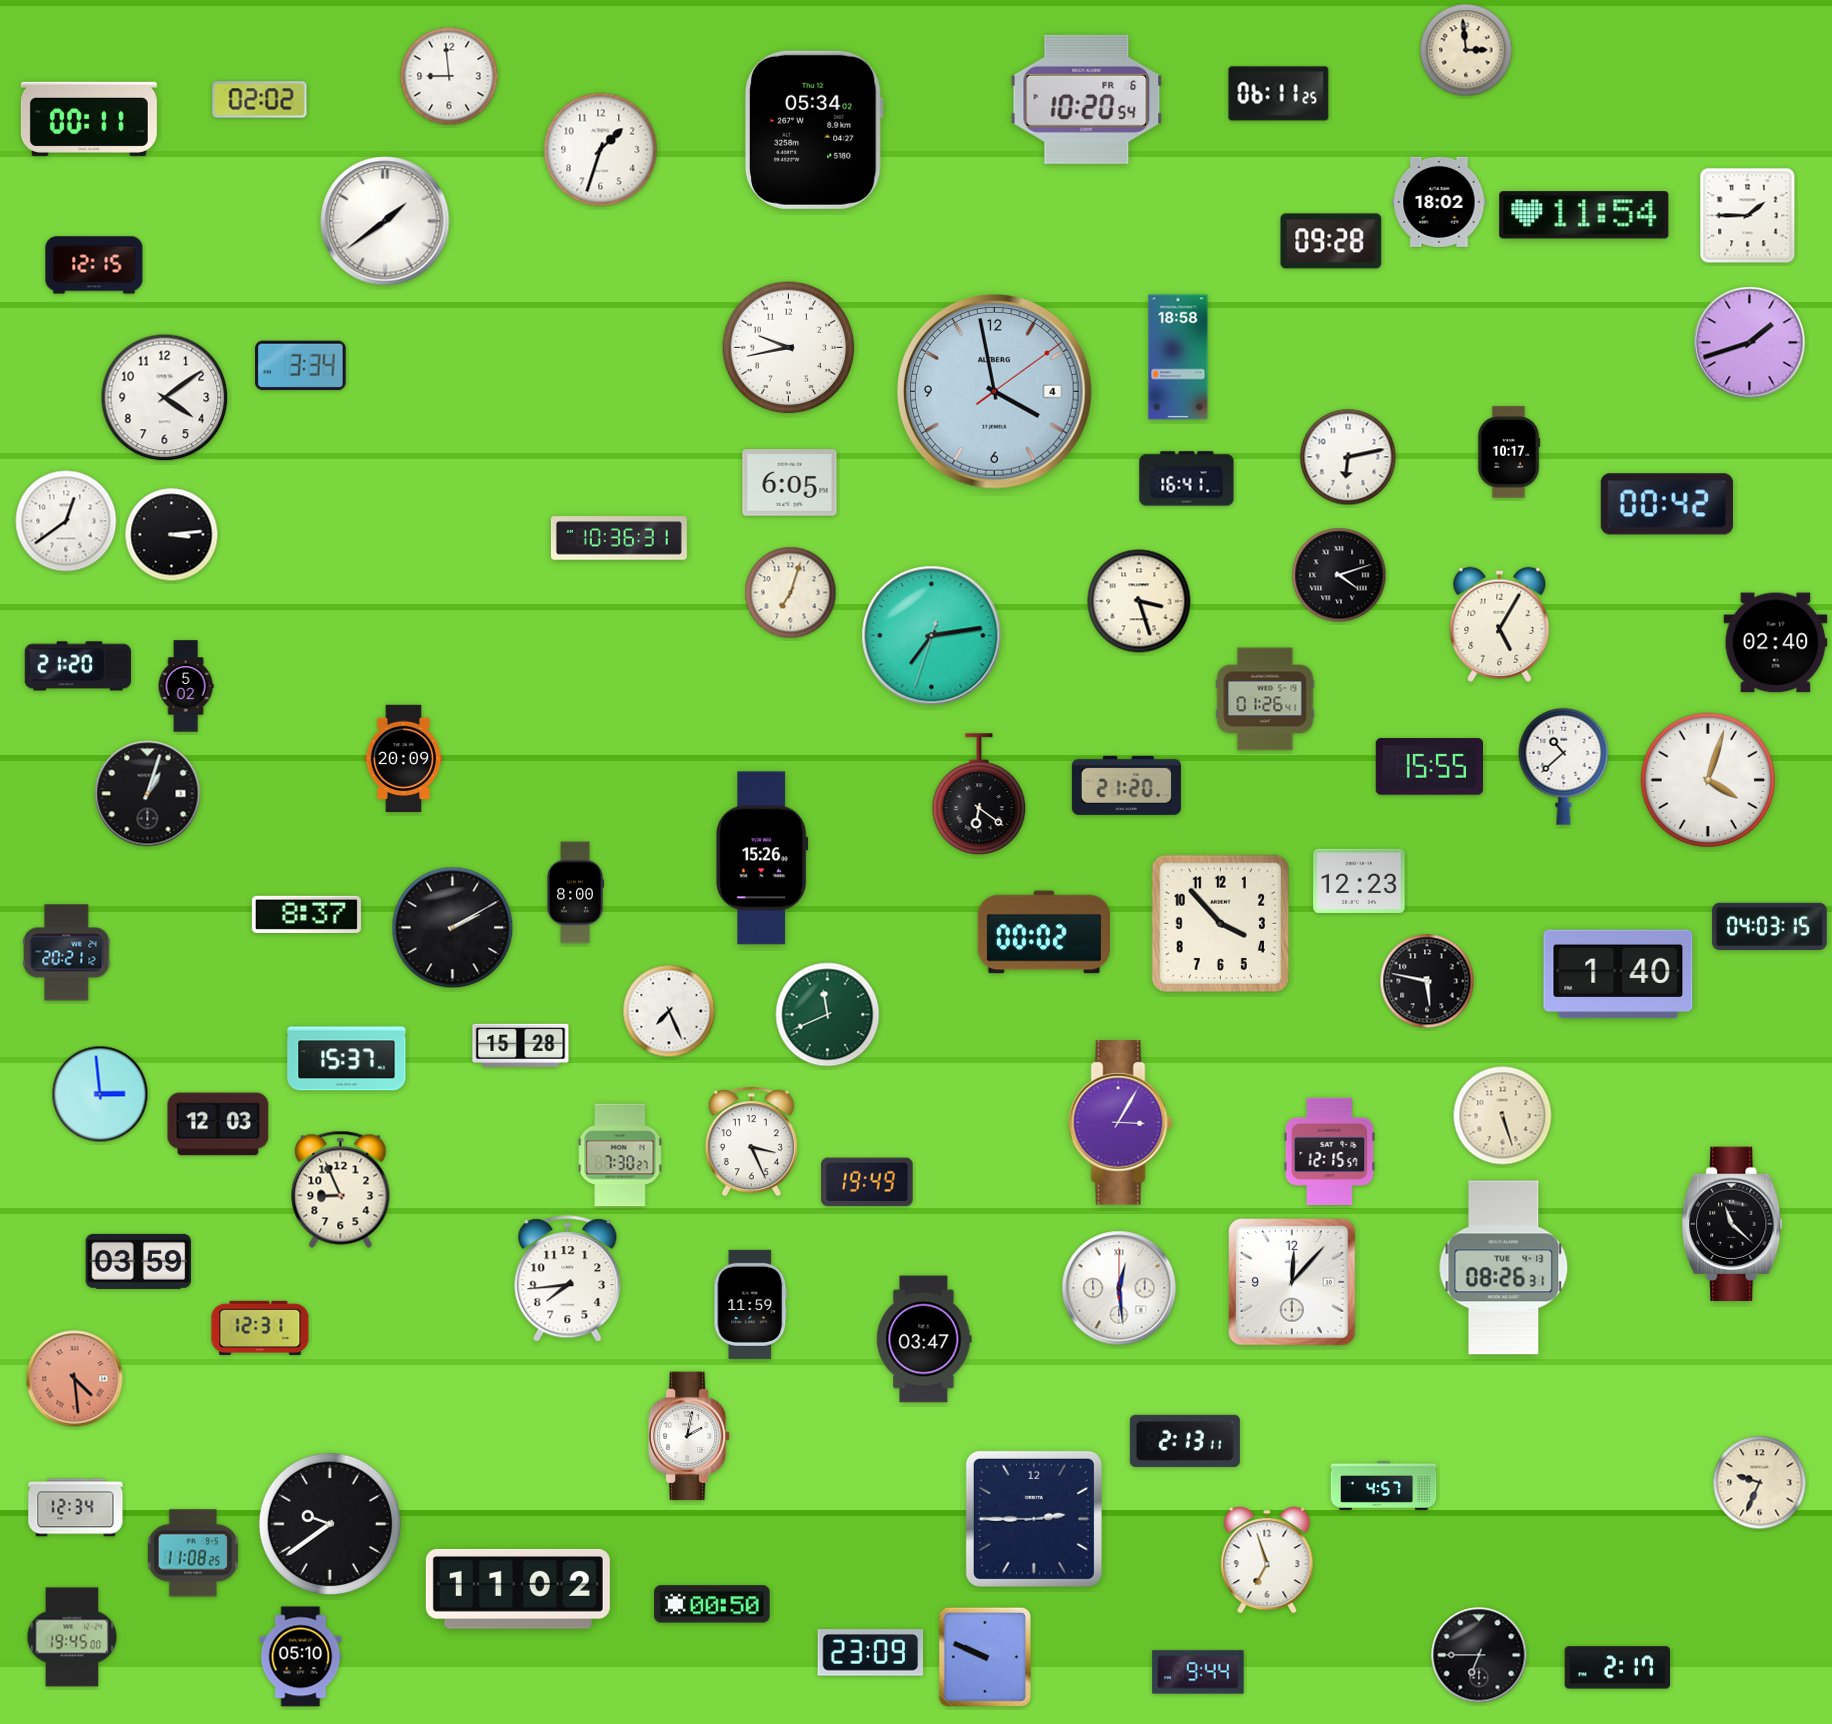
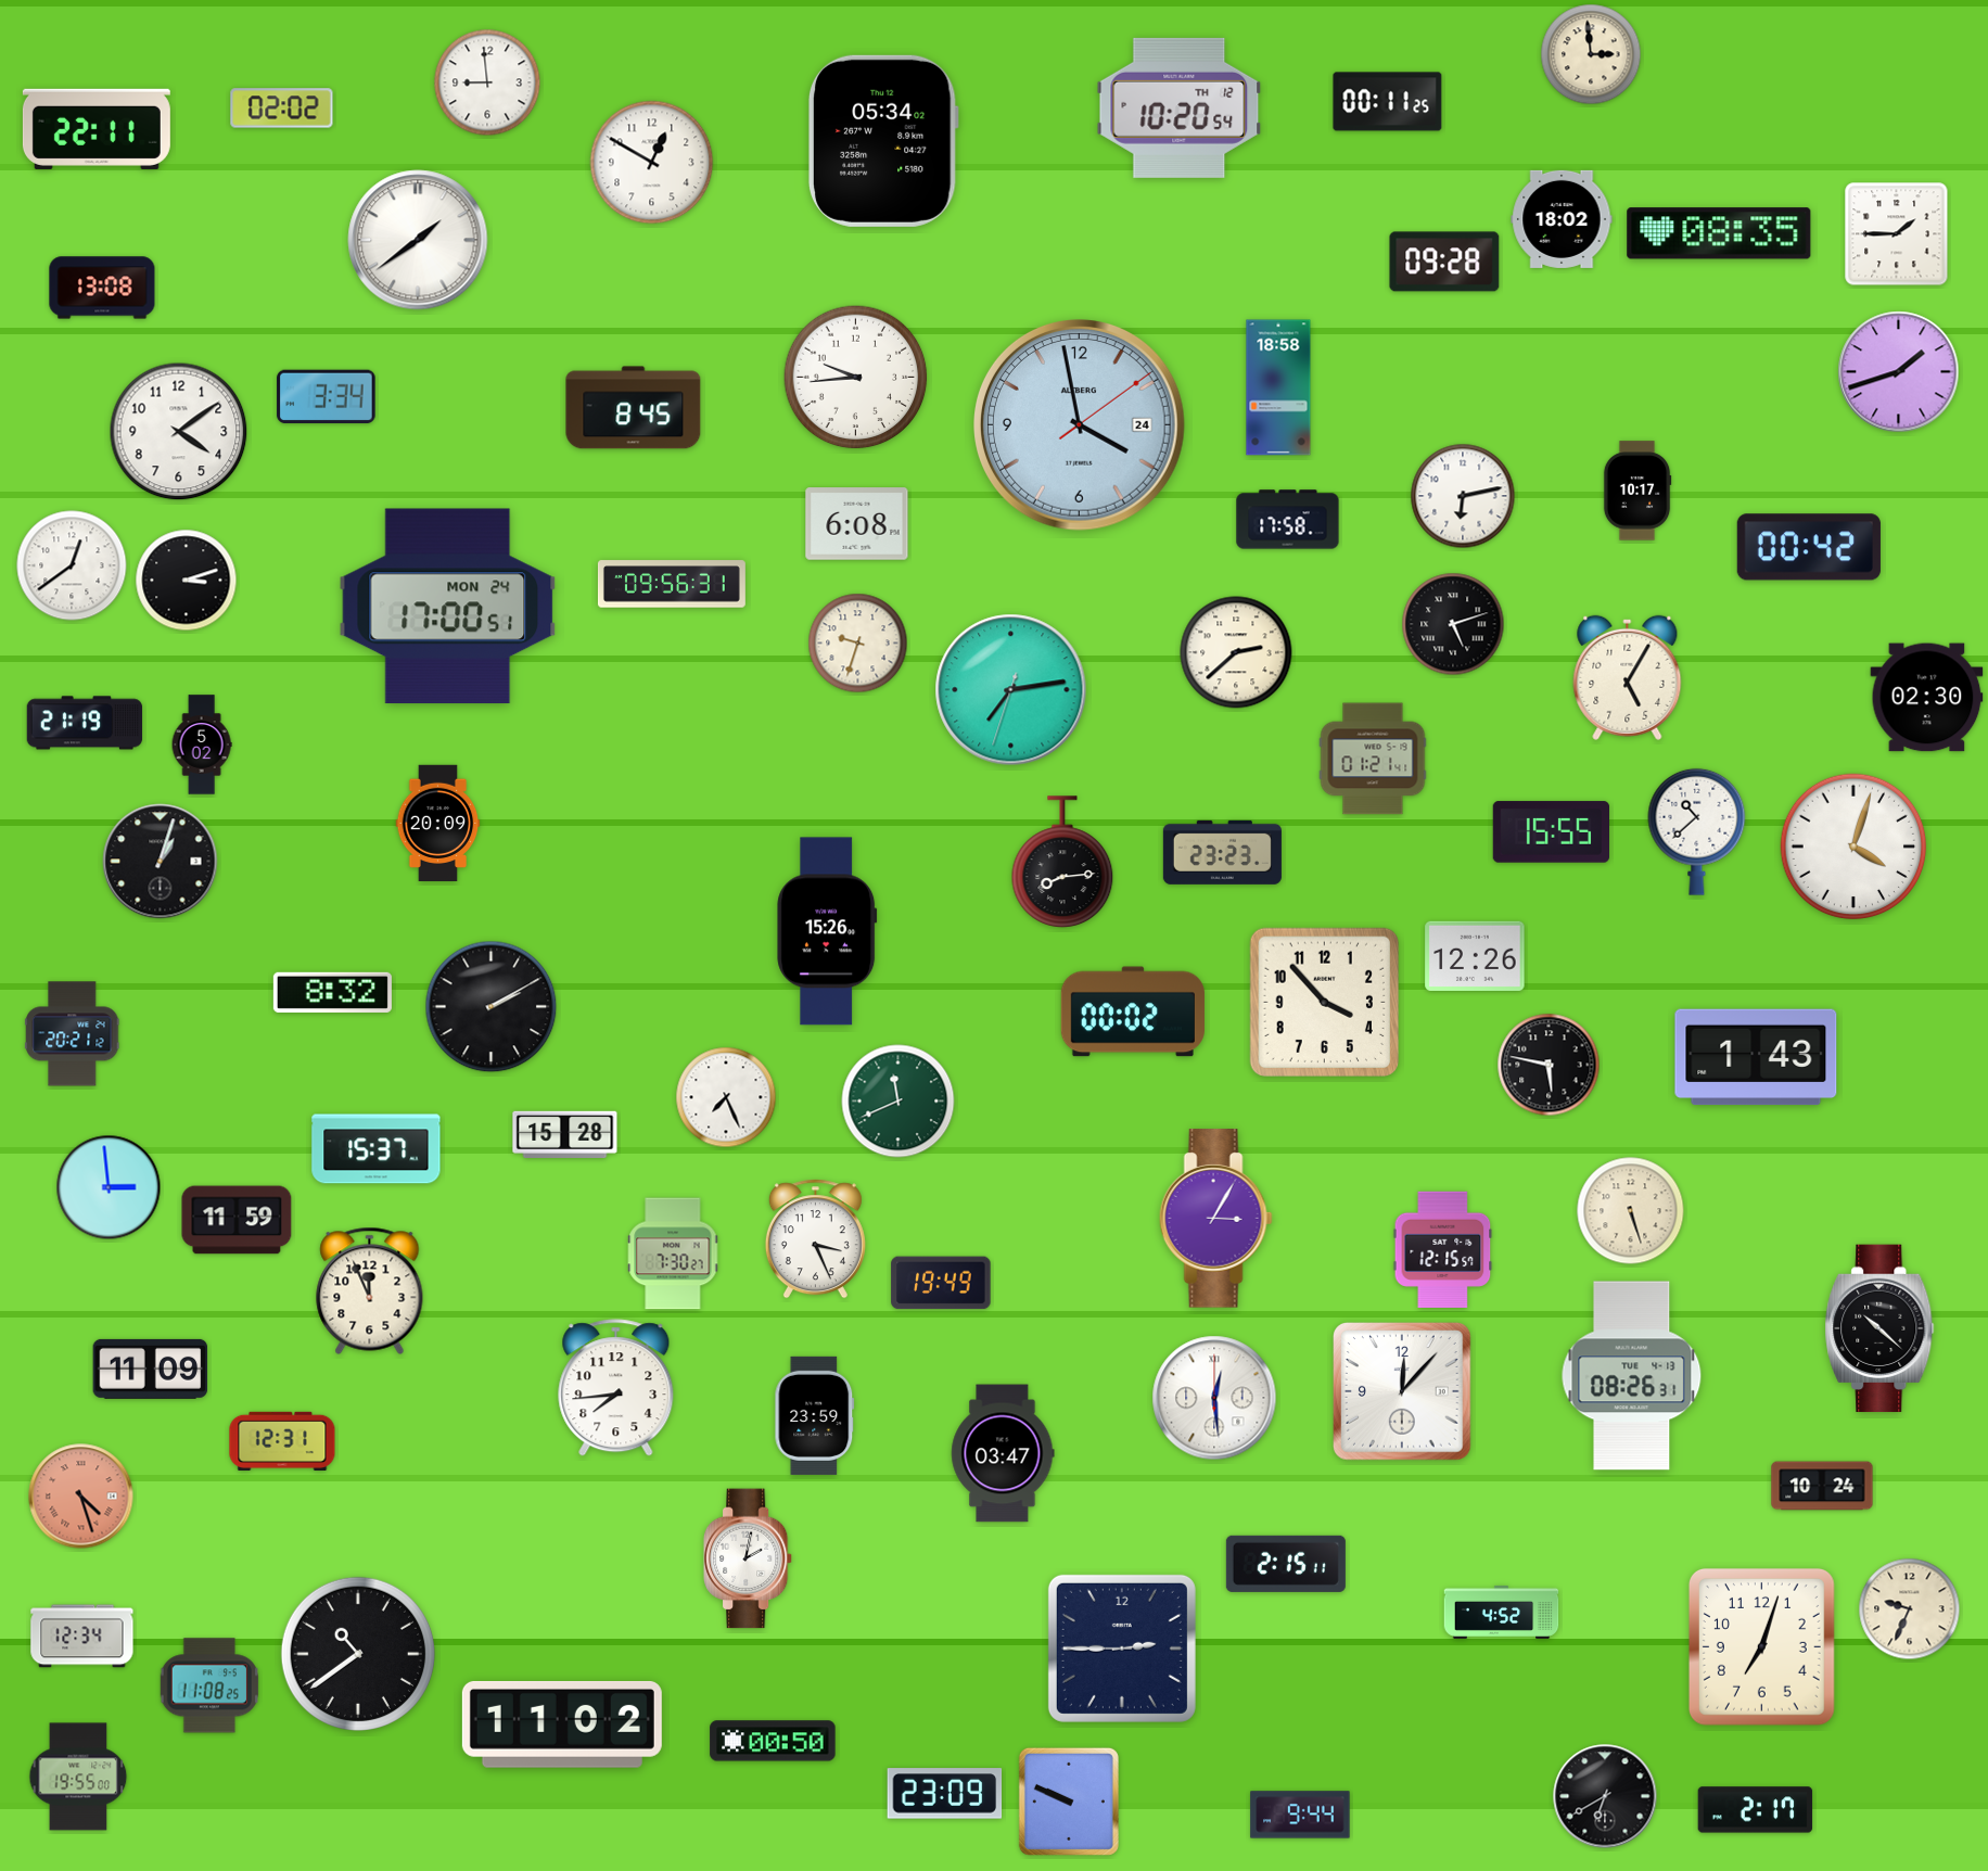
clock at (1279, 94): 06:11 -> 00:11
clock at (1087, 99) date: FR 6 -> TH 12
clock at (89, 119): 00:11 -> 22:11
clock at (601, 150): 1:33 -> 12:50
clock at (1584, 215): 11:54 -> 08:35
clock at (94, 265): 12:15 -> 13:08
clock at (789, 348): 9:43 -> 9:44
clock at (634, 408): none -> 8:45
clock at (995, 392) date: 4 -> 24
clock at (1187, 479): 16:41 -> 17:58
clock at (790, 483): 6:05 -> 6:08
clock at (172, 535): 3:14 -> 3:12
clock at (619, 538): 10:36 -> 09:56
clock at (448, 607): none -> 17:00
clock at (1339, 575): 4:12 -> 5:12
clock at (791, 593): 7:03 -> 9:33
clock at (1139, 601): 3:27 -> 2:38
clock at (1776, 643): 02:40 -> 02:30
clock at (78, 666): 21:20 -> 21:19
clock at (1265, 699): 01:26 -> 01:21
clock at (1126, 785): 21:20 -> 23:23
clock at (979, 794): 6:21 -> 8:14
clock at (1359, 881): 12:23 -> 12:26
clock at (575, 893): 8:00 -> none
clock at (306, 914): 8:37 -> 8:32
clock at (1770, 926): 04:03 -> none
clock at (1618, 974): 1:40 -> 1:43
clock at (218, 1124): 12:03 -> 11:59
clock at (341, 1189): 8:56 -> 11:56
clock at (1732, 1224): 11:22 -> 10:22
clock at (139, 1261): 03:59 -> 11:09
clock at (751, 1304): 11:59 -> 23:59
clock at (1822, 1486): none -> 10:24
clock at (75, 1379): 4:29 -> 4:27
clock at (1185, 1441): 2:13 -> 2:15
clock at (1384, 1485): 4:57 -> 4:52
clock at (1761, 1646): none -> 7:03
clock at (330, 1524): 9:39 -> 10:39
clock at (1267, 1560): 6:57 -> none
clock at (72, 1637): 19:45 -> 19:55
clock at (1479, 1655): 6:45 -> 6:40
clock at (301, 1657): 05:10 -> none
clock at (985, 1657) position: (985, 1657) -> (1069, 1802)
